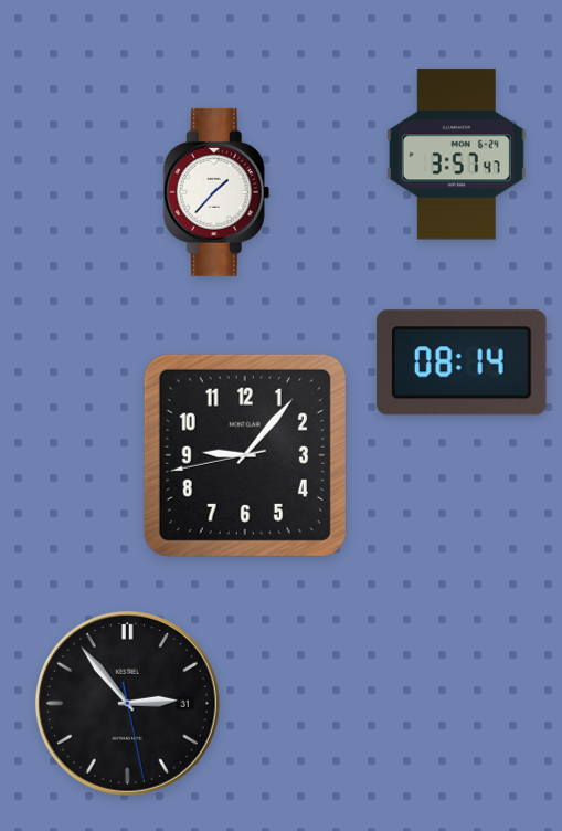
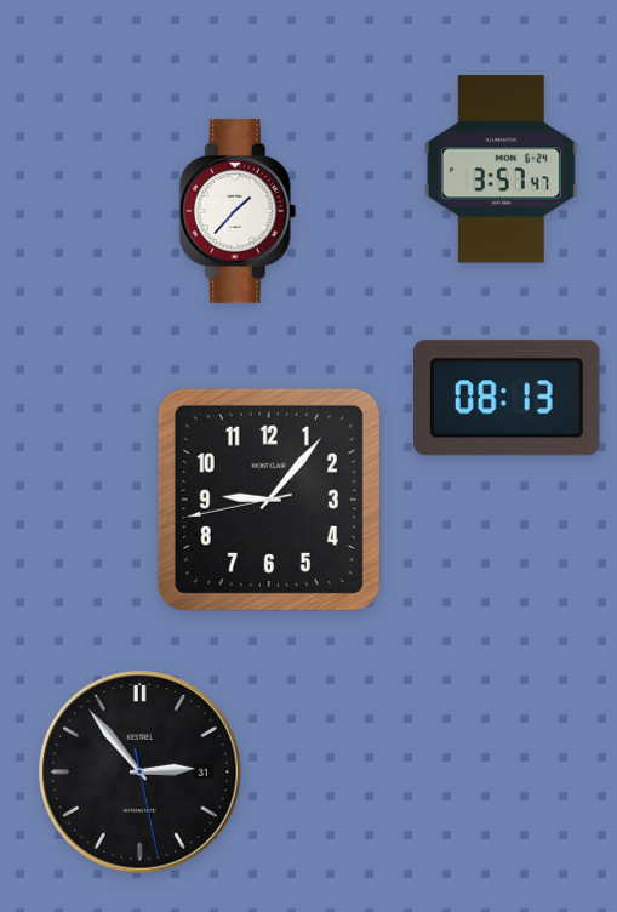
clock at (462, 362): 08:14 -> 08:13
